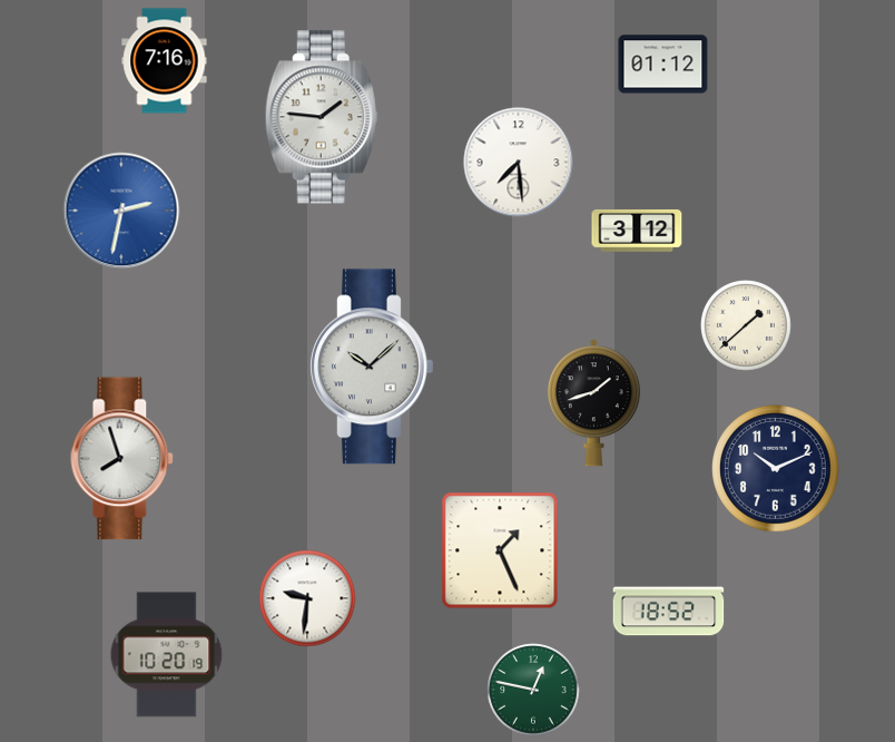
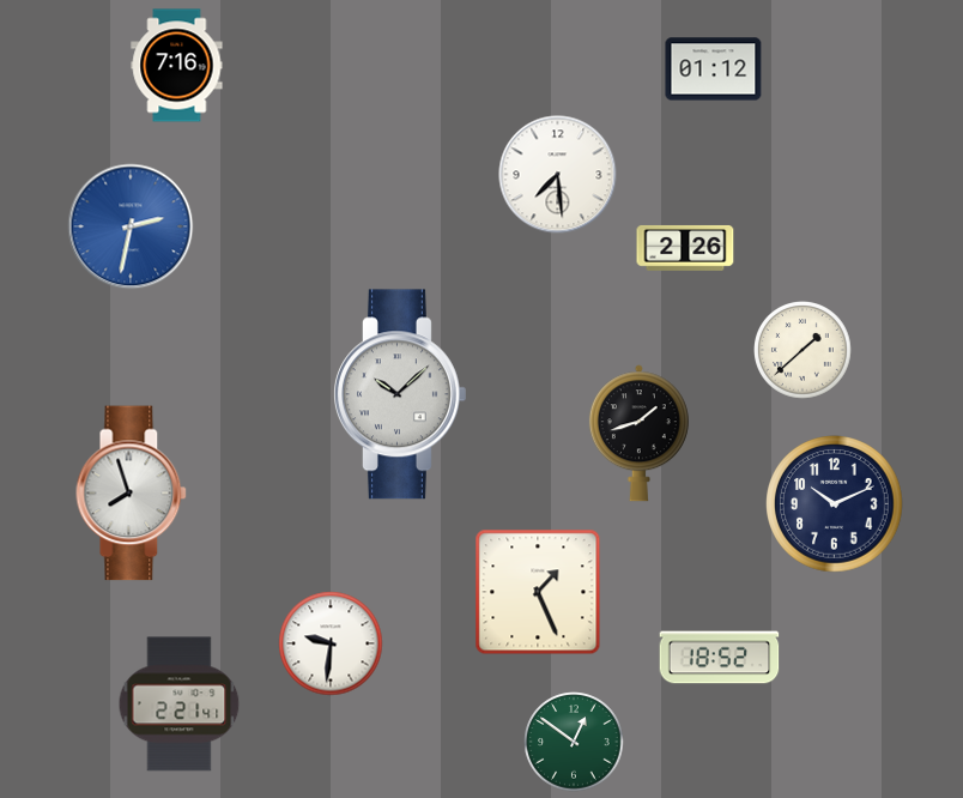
clock at (322, 117): 1:46 -> none
clock at (637, 231): 3:12 -> 2:26
clock at (167, 655): 10:20 -> 2:21
clock at (533, 690): 12:47 -> 12:51
